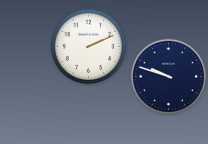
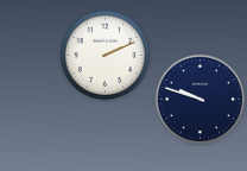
clock at (169, 77) position: (169, 77) -> (201, 100)
